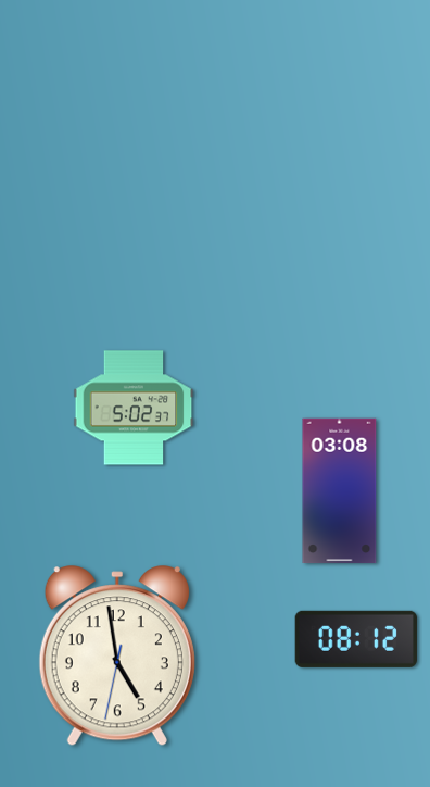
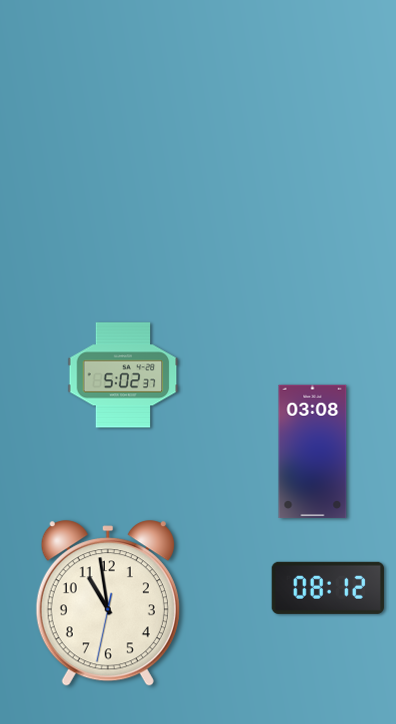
clock at (117, 657): 4:58 -> 10:58
